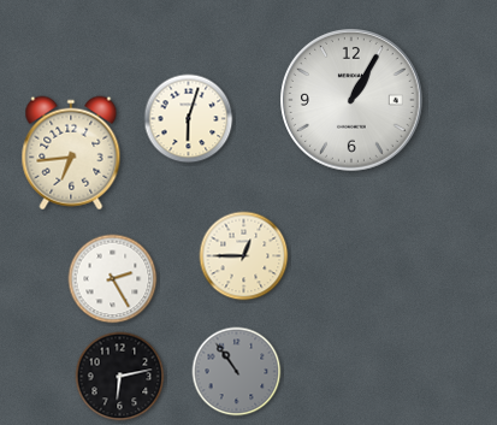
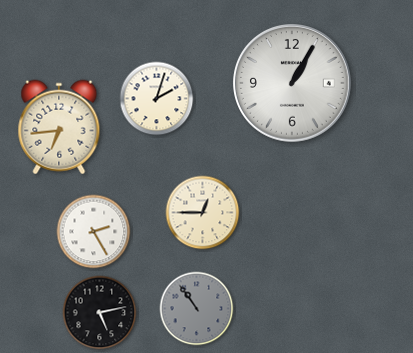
clock at (189, 119): 6:03 -> 2:03
clock at (120, 377): 6:13 -> 5:13
